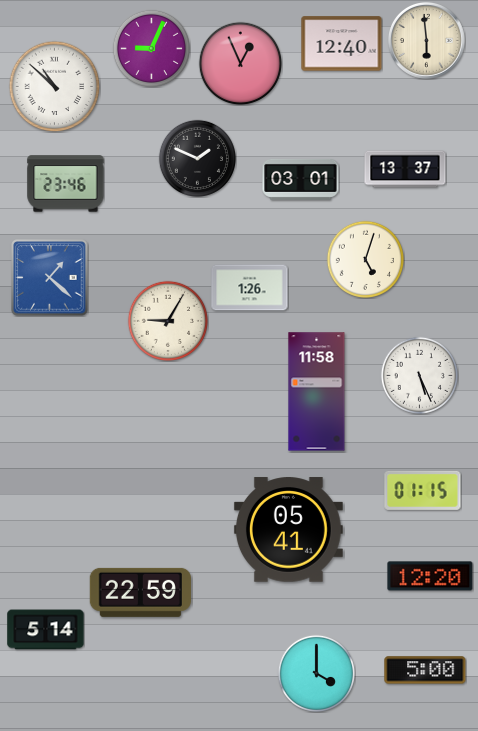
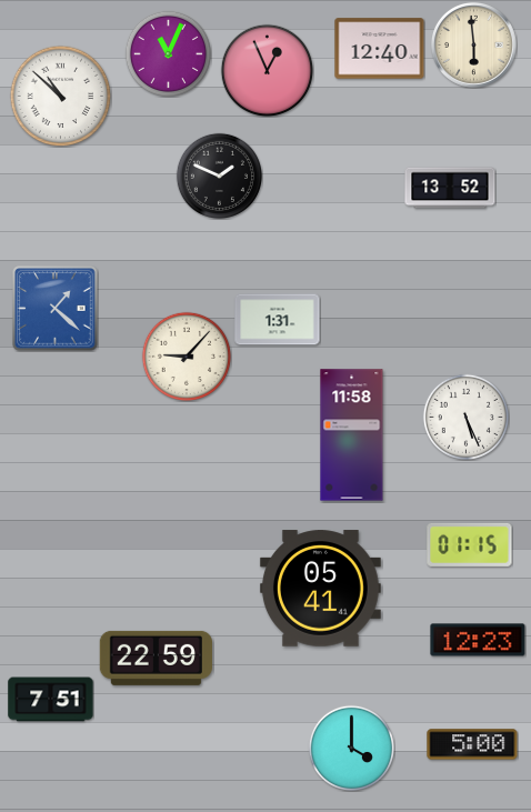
clock at (151, 48): 9:04 -> 11:04
clock at (405, 169): 13:37 -> 13:52
clock at (301, 179): 03:01 -> none
clock at (66, 184): 23:46 -> none
clock at (365, 259): 5:03 -> none
clock at (250, 288): 1:26 -> 1:31
clock at (167, 320): 9:05 -> 9:07
clock at (430, 576): 12:20 -> 12:23
clock at (46, 630): 5:14 -> 7:51
